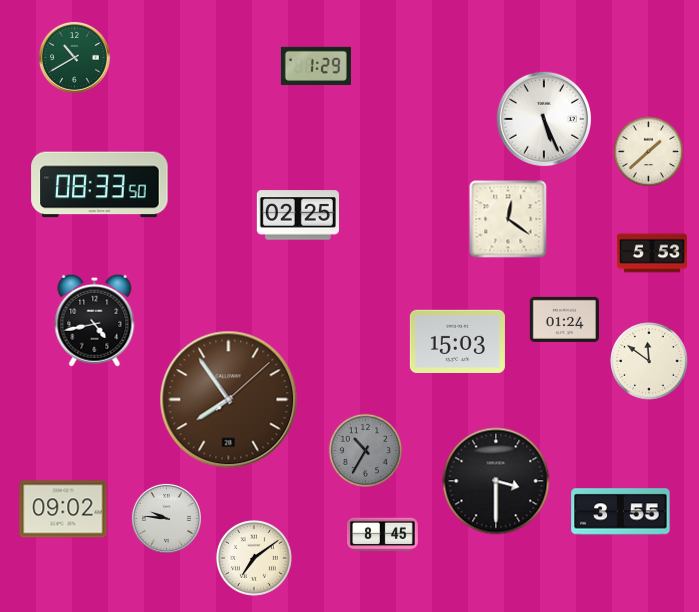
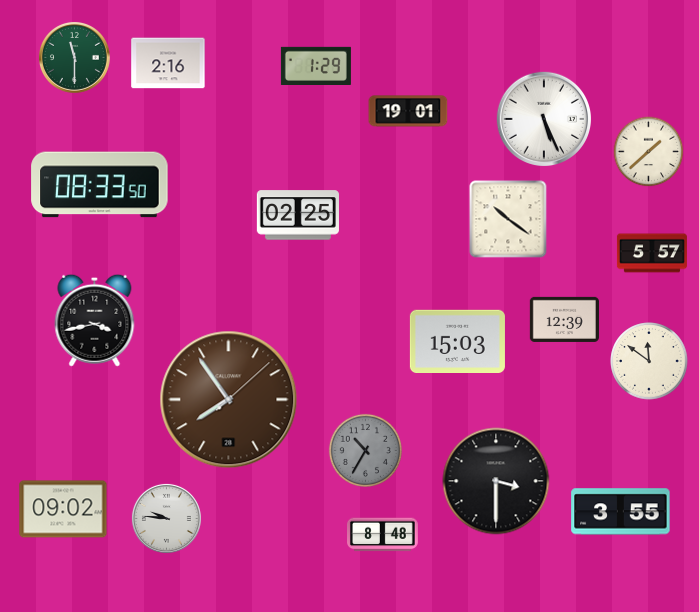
clock at (74, 58): 10:40 -> 11:30
clock at (168, 63): none -> 2:16
clock at (408, 111): none -> 19:01
clock at (508, 219): 12:21 -> 10:21
clock at (652, 253): 5:53 -> 5:57
clock at (564, 319): 01:24 -> 12:39
clock at (95, 320): 4:43 -> 3:43
clock at (383, 535): 8:45 -> 8:48
clock at (254, 558): 7:09 -> none
